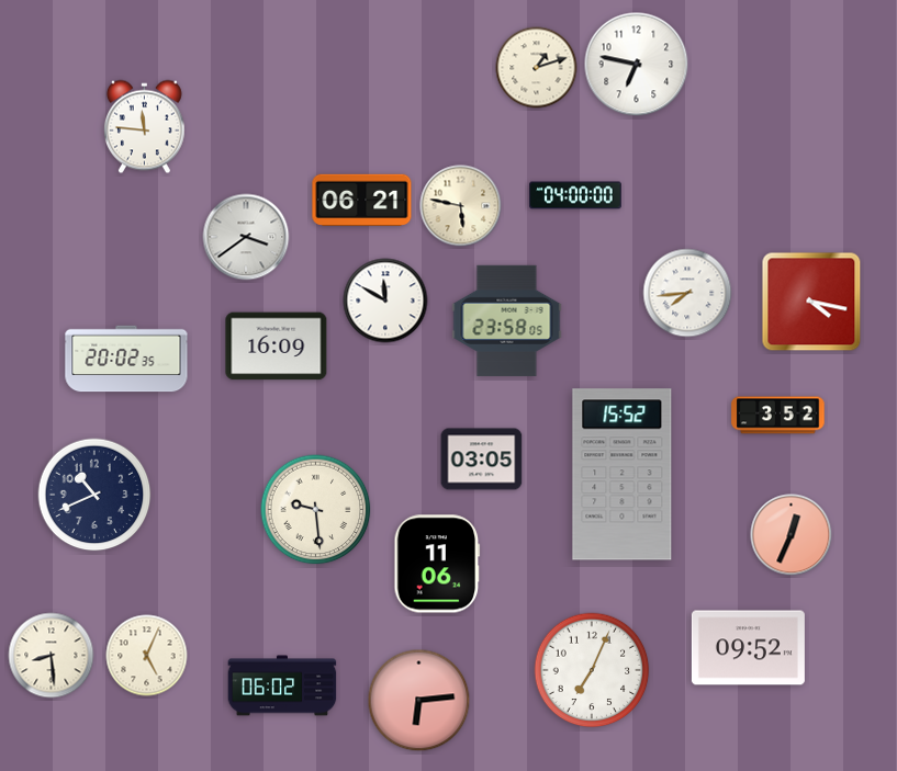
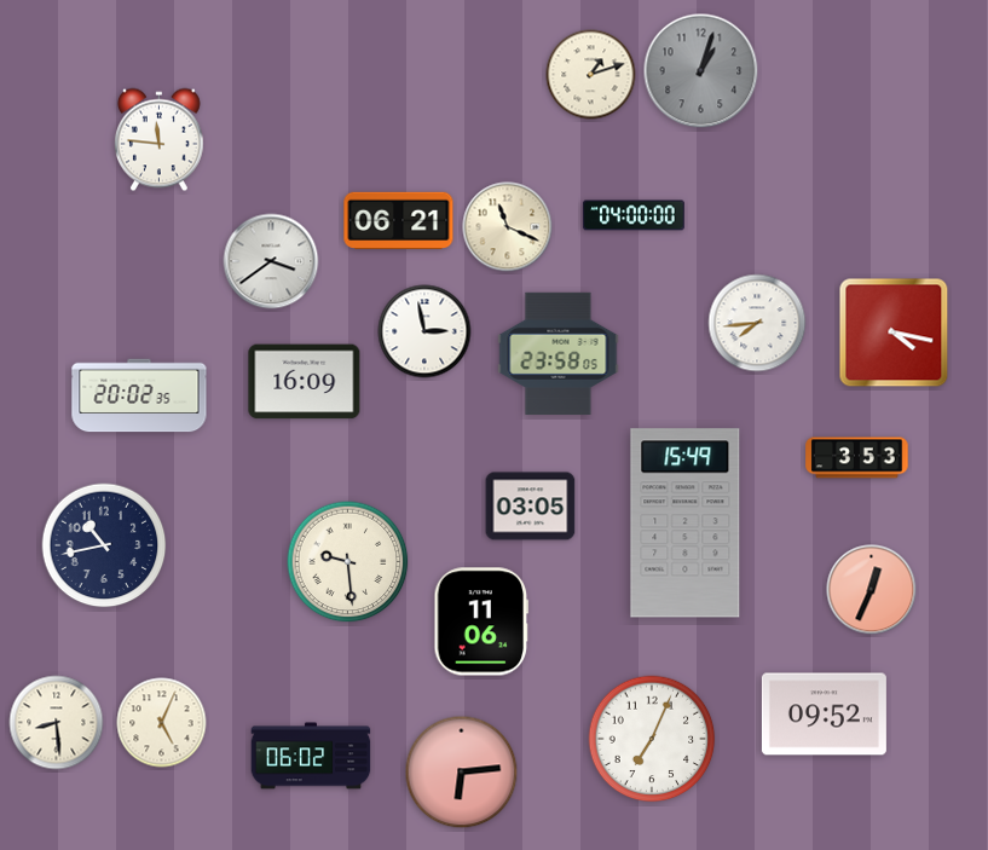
clock at (637, 65): 6:47 -> 1:03
clock at (637, 65) dial: white -> grey
clock at (461, 206): 5:47 -> 11:19
clock at (385, 301): 11:50 -> 2:58
clock at (778, 416): 3:52 -> 3:53
clock at (623, 475): 15:52 -> 15:49
clock at (94, 495): 10:41 -> 10:43
